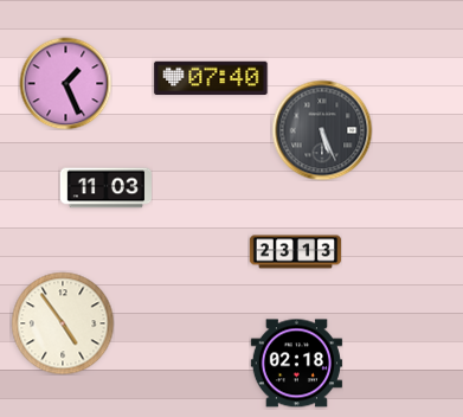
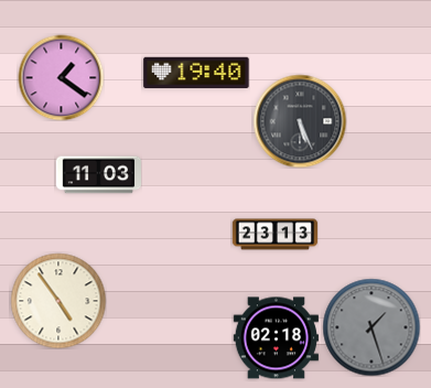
clock at (211, 78): 07:40 -> 19:40
clock at (65, 83): 1:26 -> 1:21
clock at (371, 327): none -> 1:27
